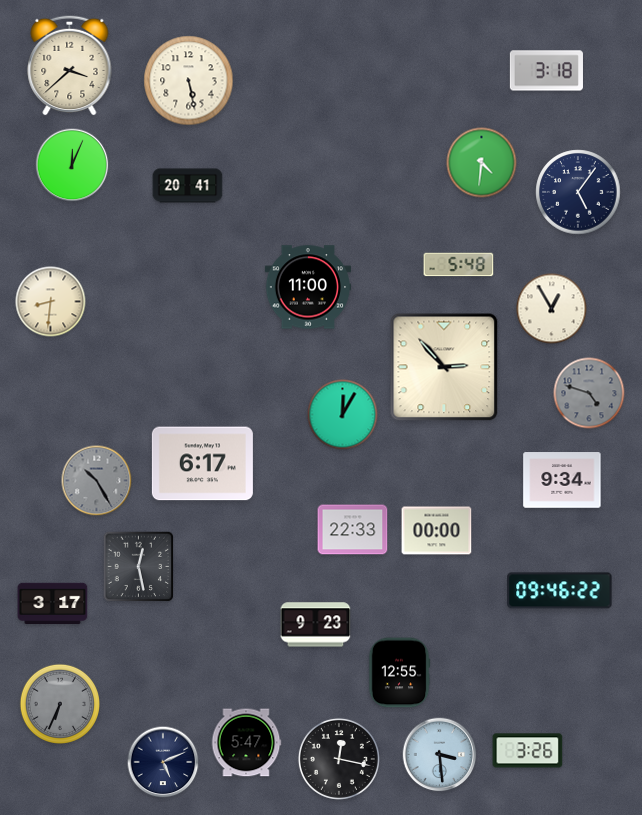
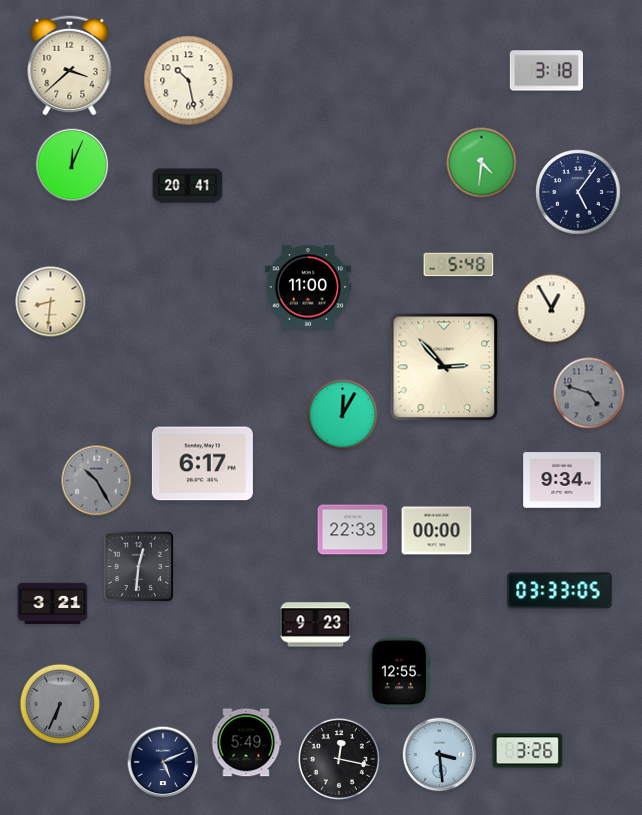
clock at (189, 81): 5:28 -> 10:28
clock at (139, 567): 12:28 -> 12:31
clock at (560, 591): 09:46 -> 03:33
clock at (53, 603): 3:17 -> 3:21
clock at (246, 743): 5:47 -> 5:49
